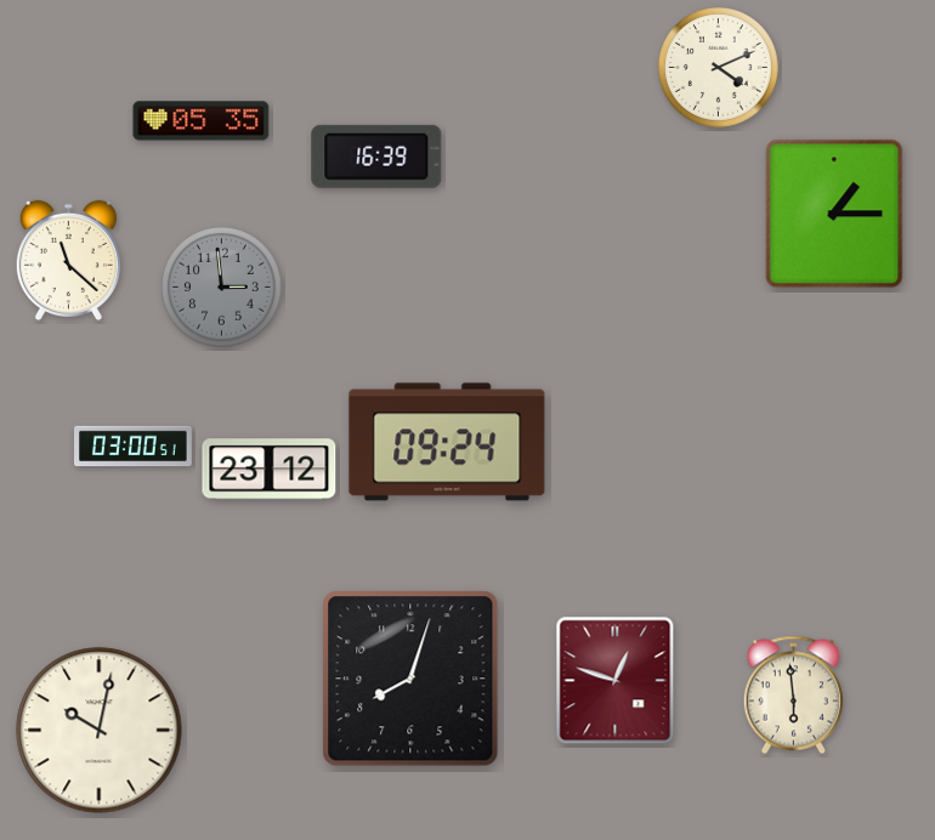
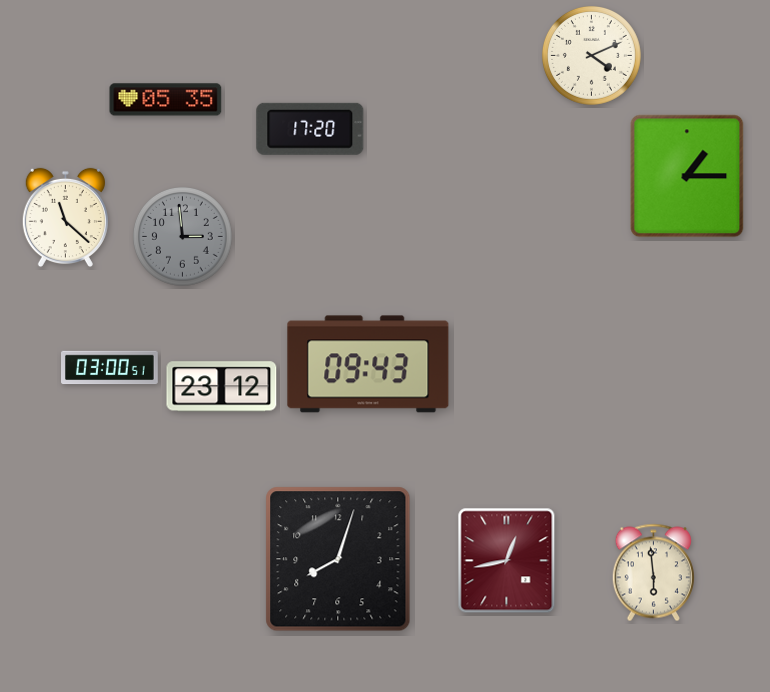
clock at (376, 157): 16:39 -> 17:20
clock at (68, 261) position: (68, 261) -> (65, 218)
clock at (447, 442): 09:24 -> 09:43
clock at (616, 681): 12:48 -> 12:43
clock at (100, 731): 10:02 -> none
